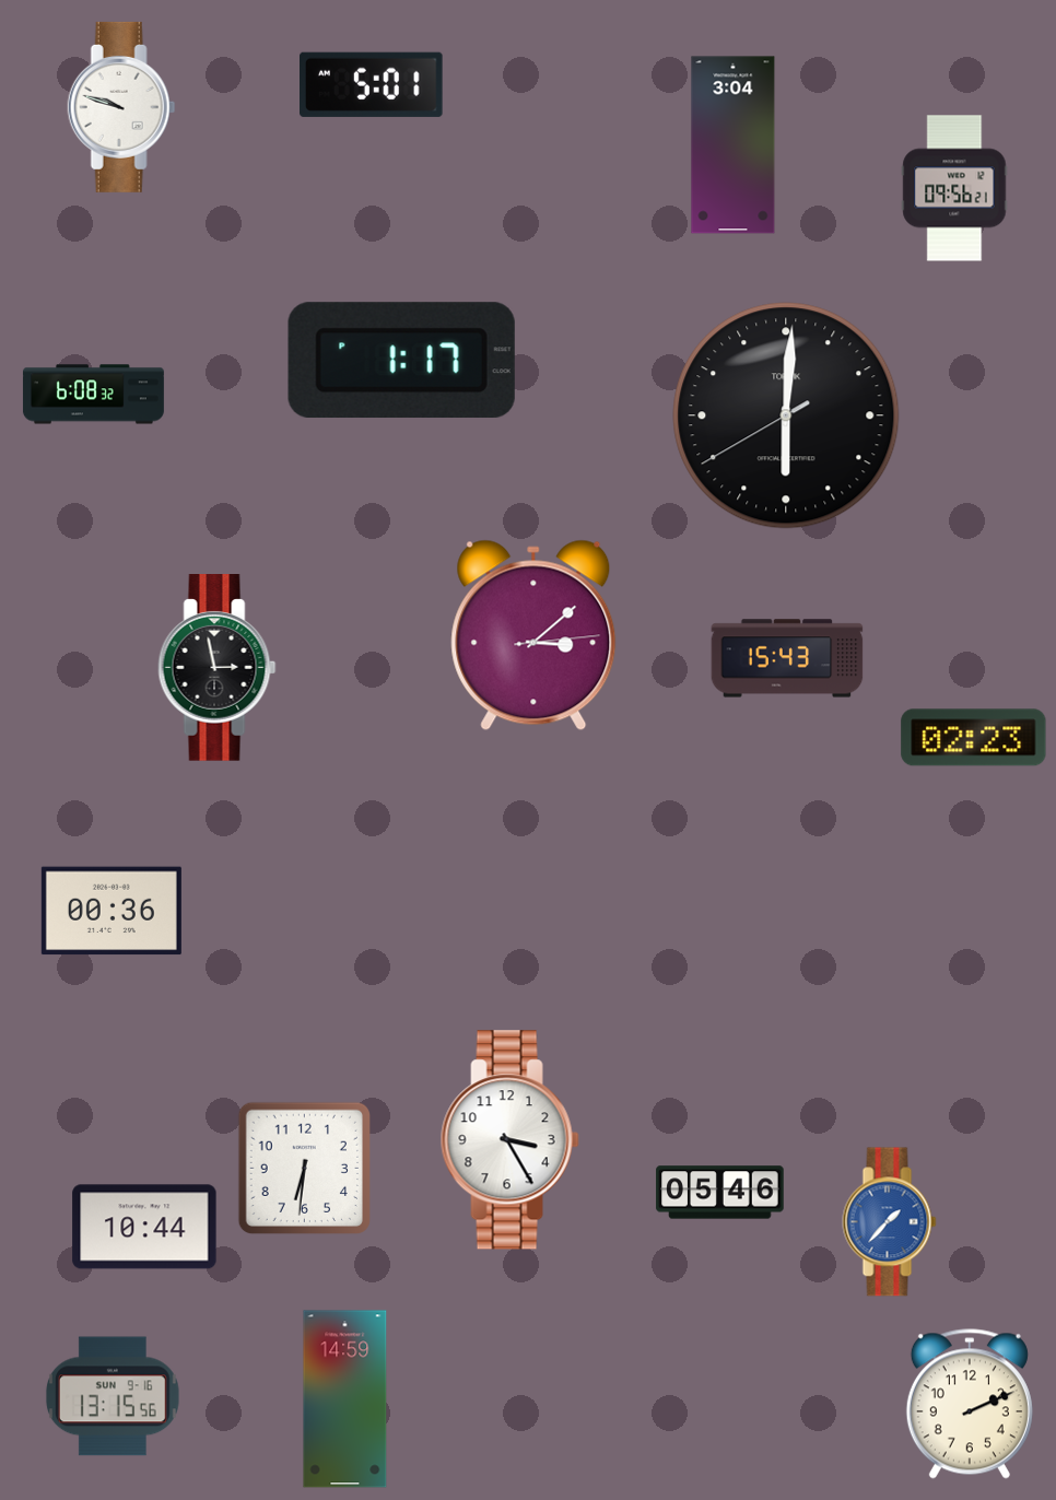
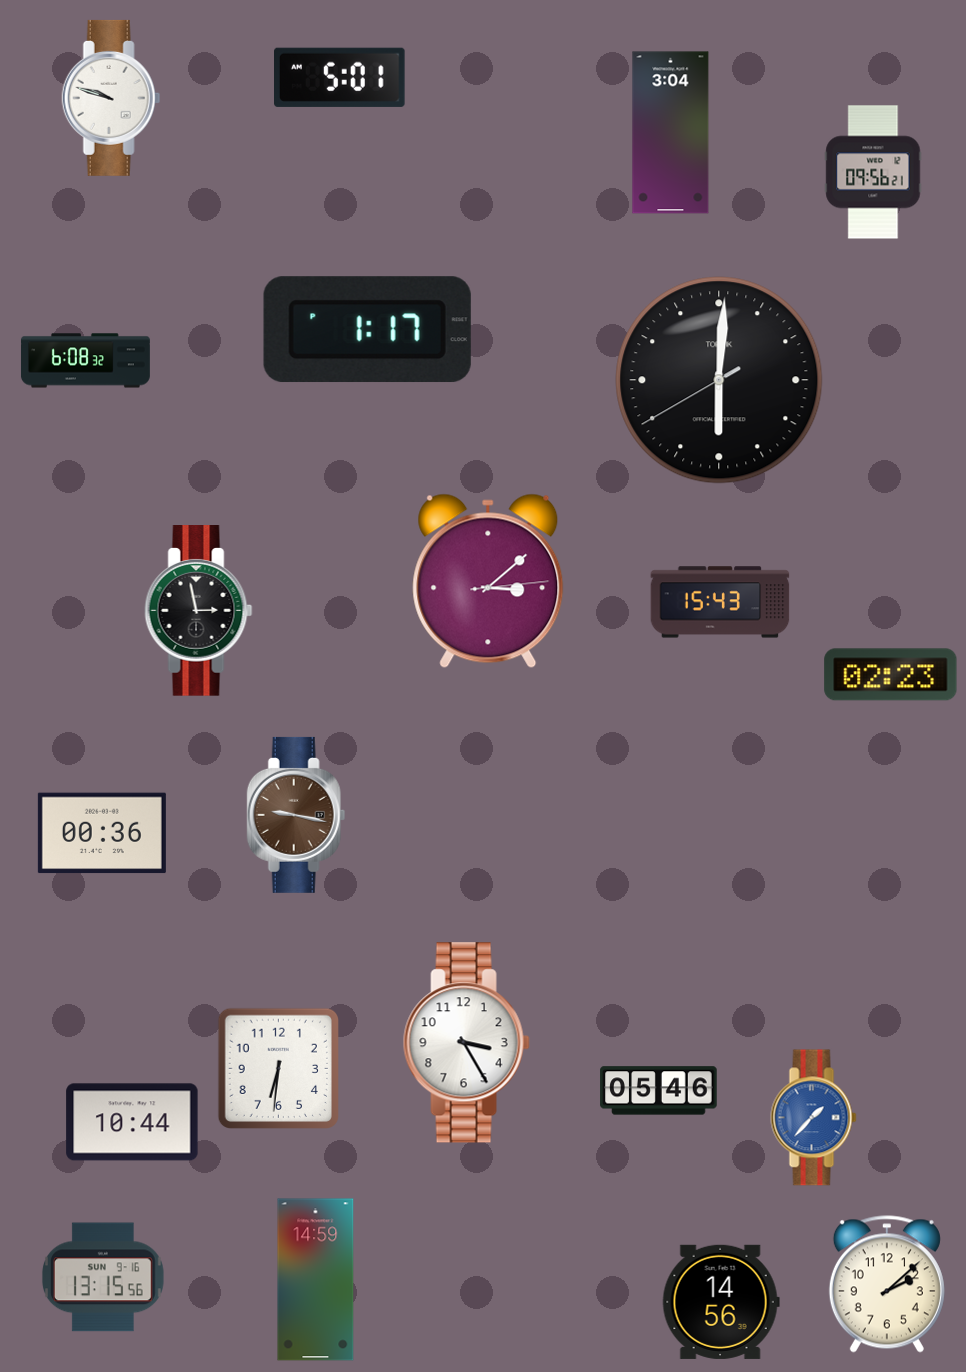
clock at (296, 815): none -> 9:17
clock at (970, 1404): 2:11 -> 2:08
clock at (721, 1302): none -> 14:56
